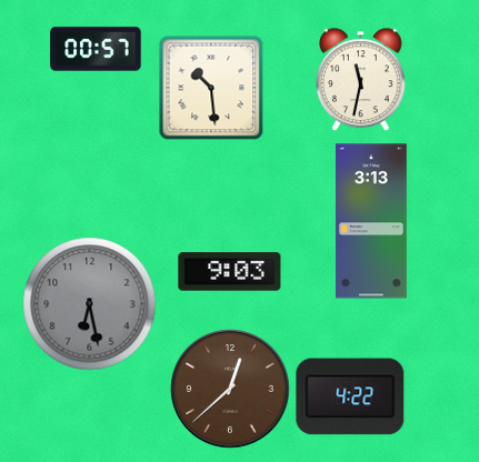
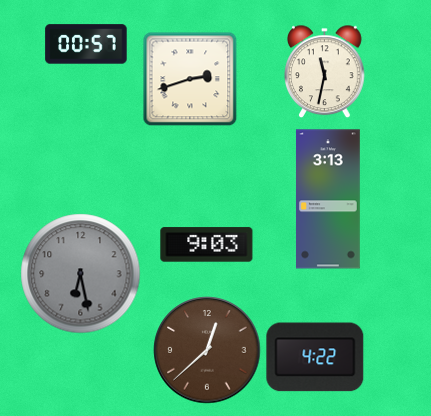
clock at (211, 88): 10:29 -> 2:42
clock at (371, 221) position: (371, 221) -> (328, 199)
